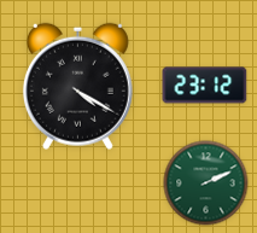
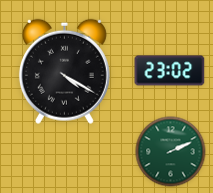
clock at (205, 86): 23:12 -> 23:02
